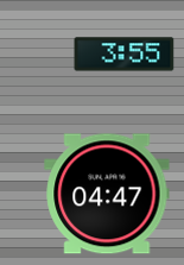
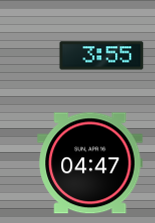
clock at (125, 55) position: (125, 55) -> (102, 56)
